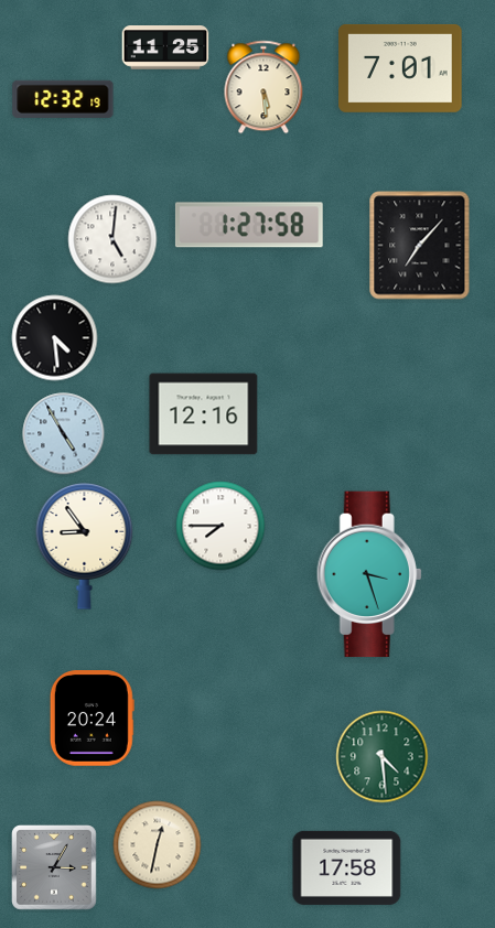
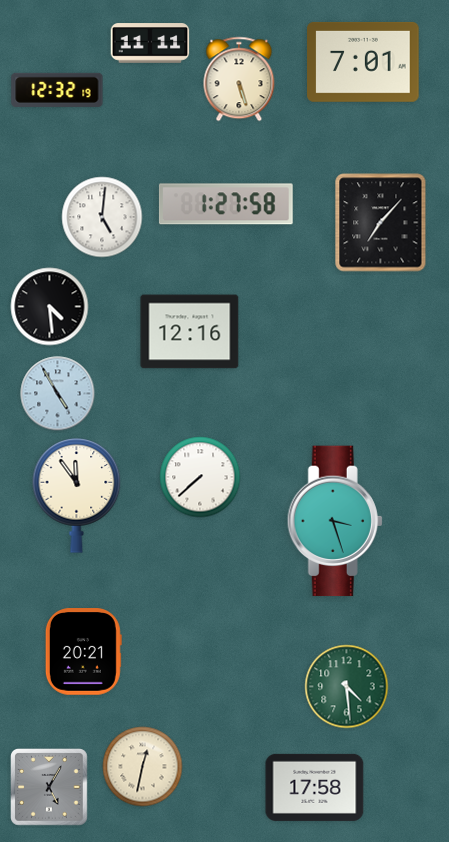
clock at (165, 47): 11:25 -> 11:11
clock at (263, 87): 5:29 -> 5:27
clock at (204, 414) position: (204, 414) -> (190, 332)
clock at (220, 526): 7:45 -> 7:38
clock at (85, 547): 8:54 -> 11:54
clock at (92, 719): 20:24 -> 20:21
clock at (55, 868): 3:05 -> 5:05
